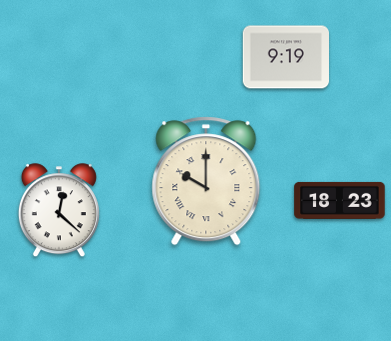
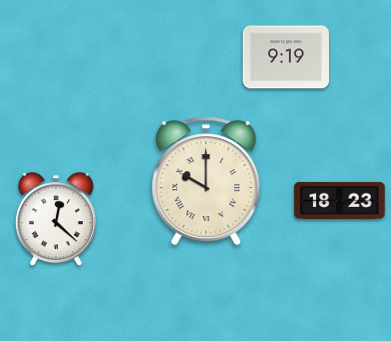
clock at (59, 211) position: (59, 211) -> (56, 220)
